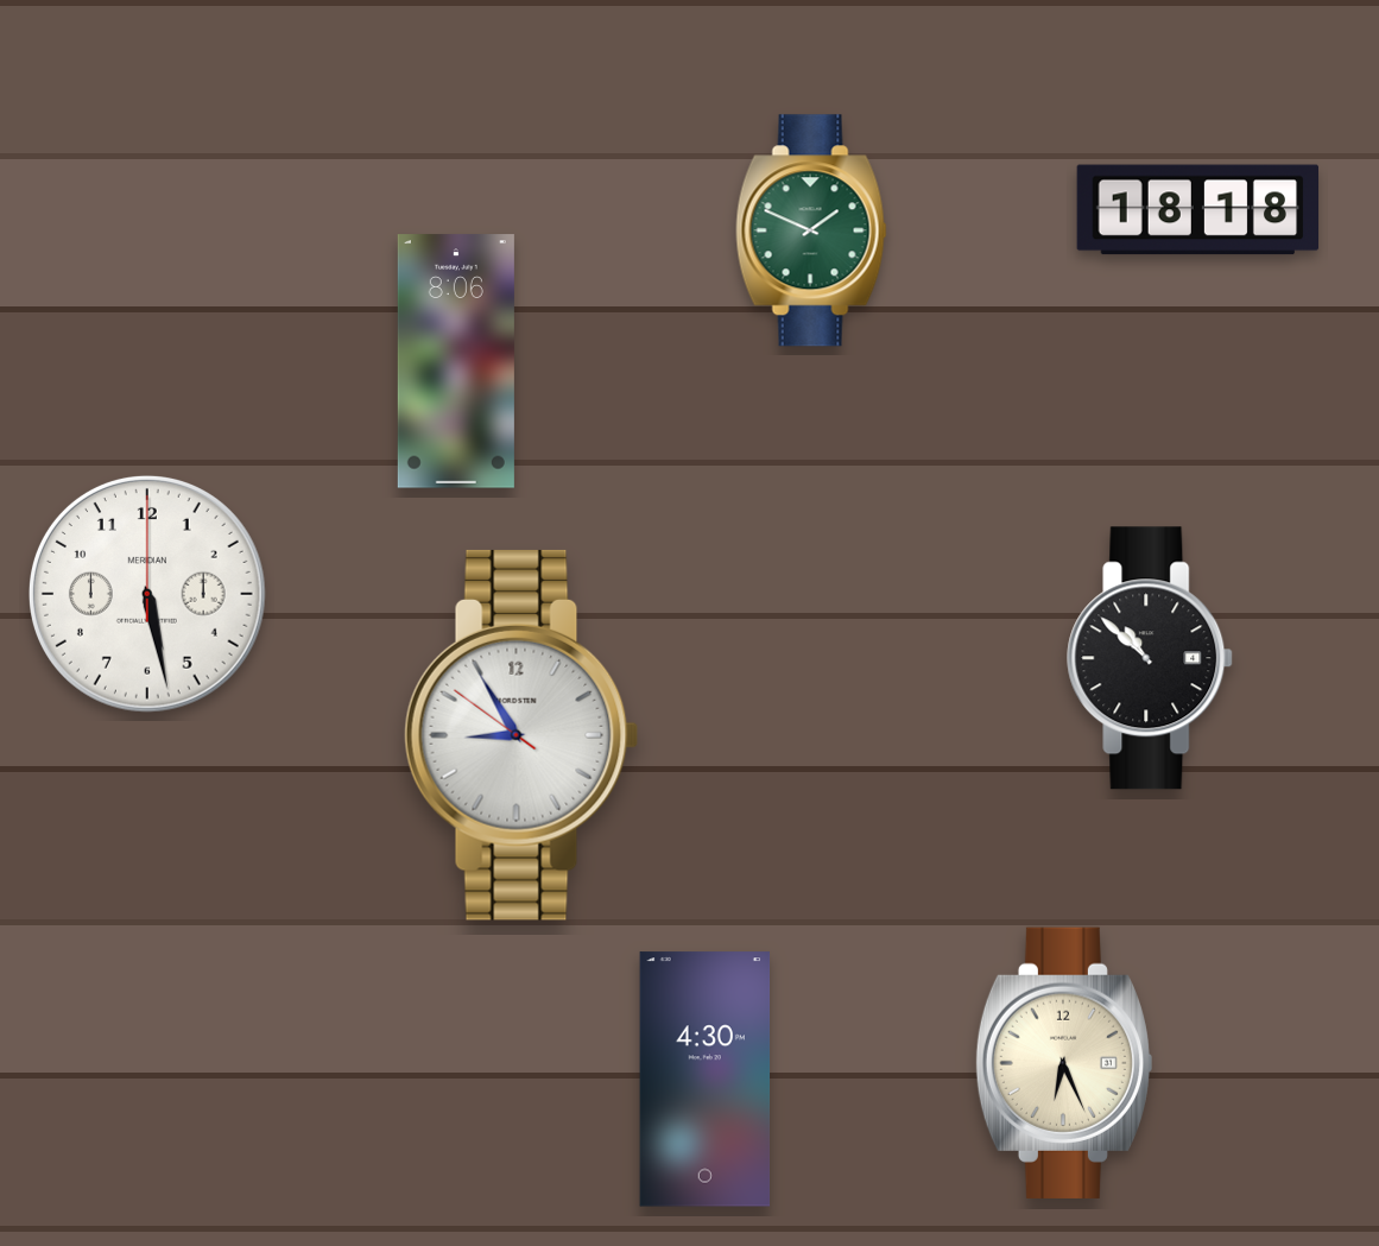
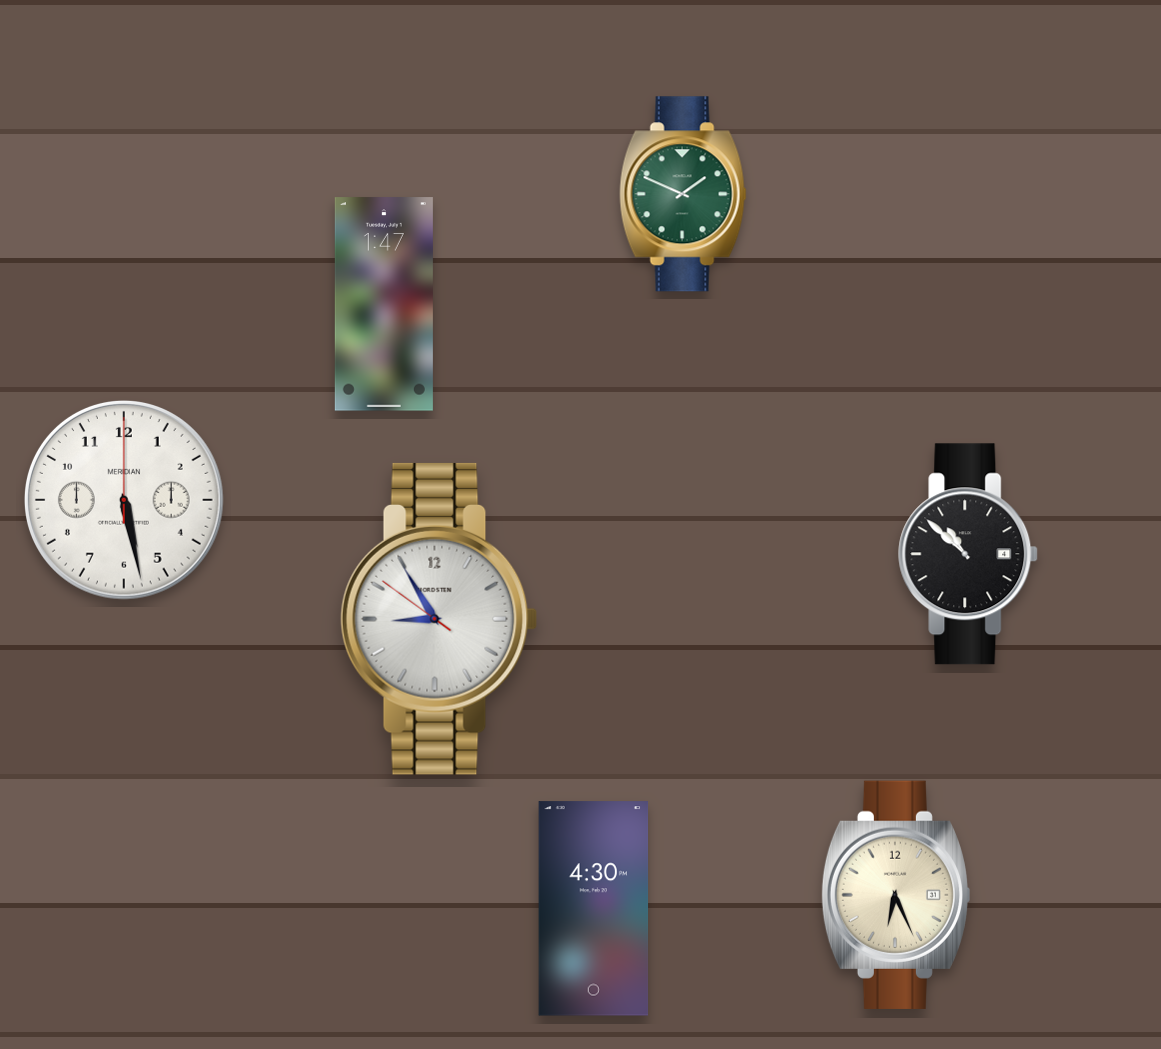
clock at (1198, 210): 18:18 -> none
clock at (456, 361): 8:06 -> 1:47
